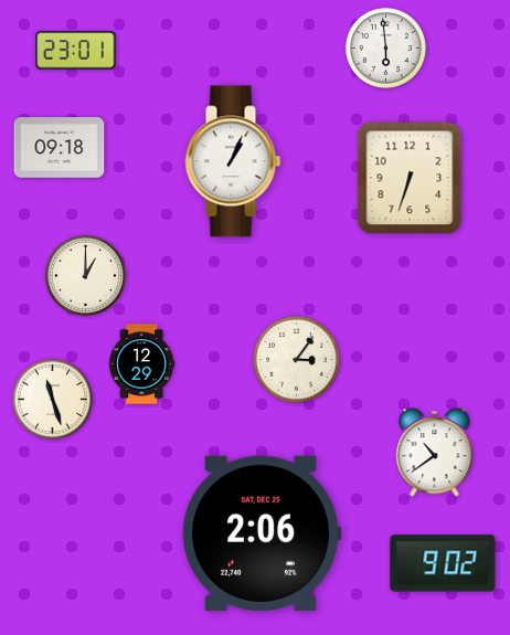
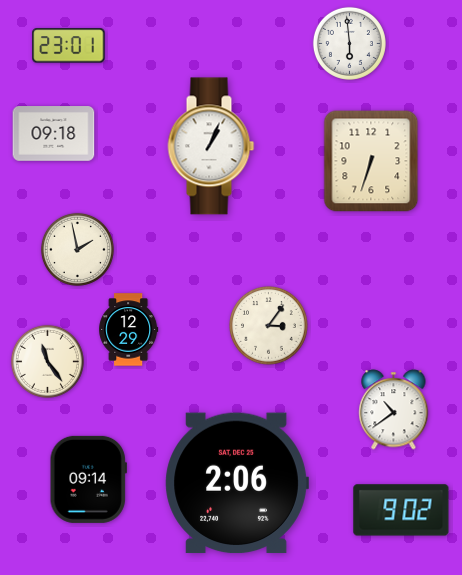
clock at (85, 275): 1:00 -> 1:58
clock at (52, 399): 11:27 -> 11:24
clock at (88, 479): none -> 09:14
